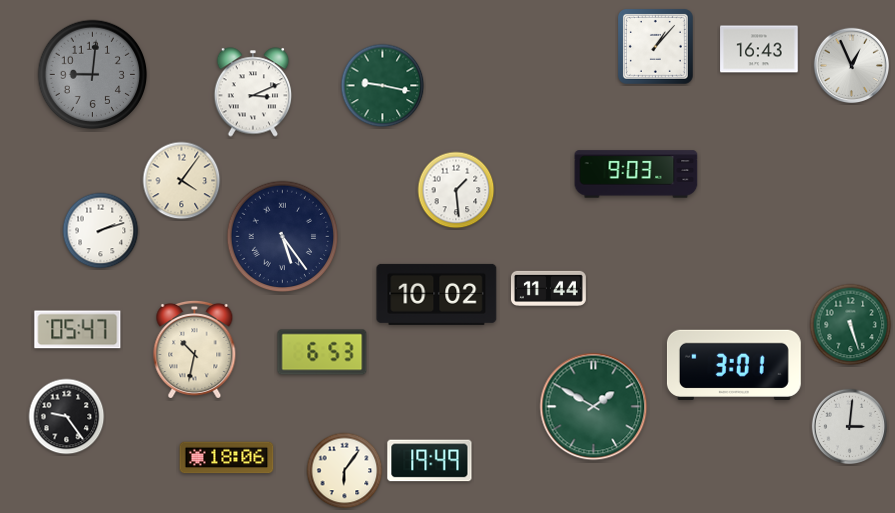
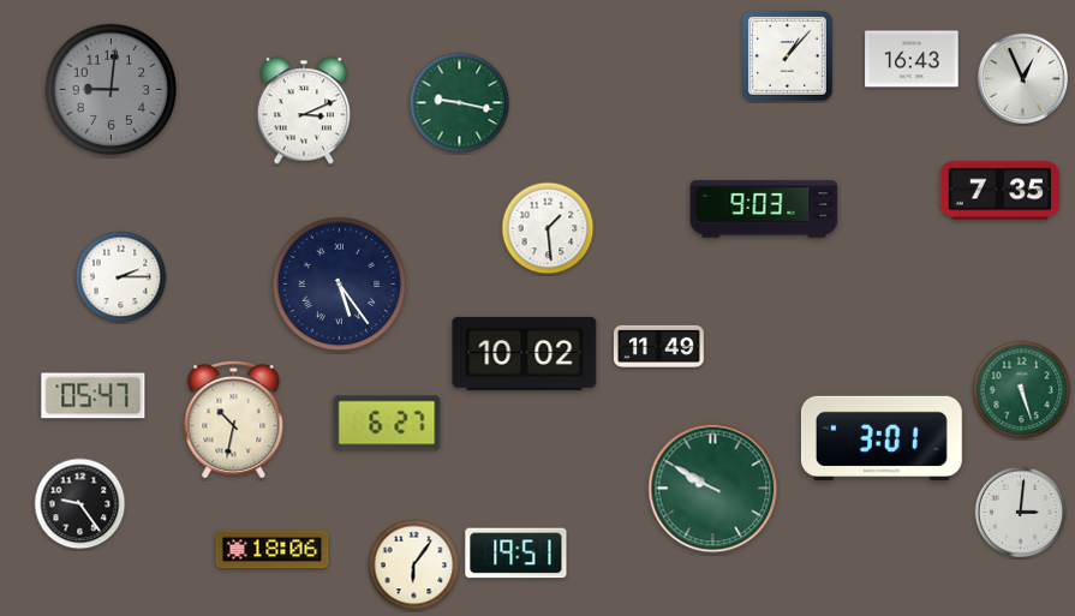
clock at (999, 191): none -> 7:35
clock at (182, 181): 4:06 -> none
clock at (101, 231): 2:12 -> 2:15
clock at (548, 288): 11:44 -> 11:49
clock at (322, 352): 6:53 -> 6:27
clock at (594, 407): 1:50 -> 9:50
clock at (67, 417) position: (67, 417) -> (80, 504)
clock at (430, 461): 19:49 -> 19:51
